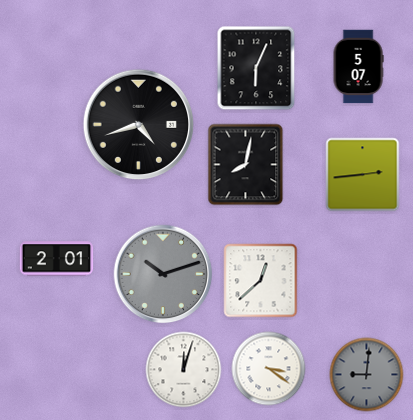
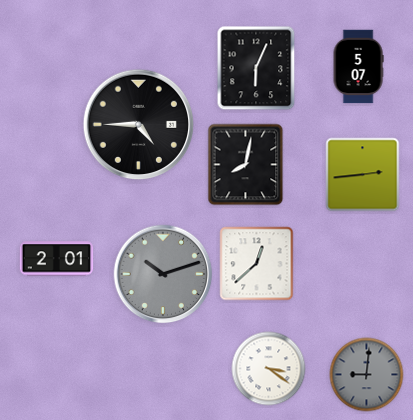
clock at (139, 125): 4:42 -> 4:45
clock at (261, 281) position: (261, 281) -> (257, 264)
clock at (184, 370): 12:03 -> none
